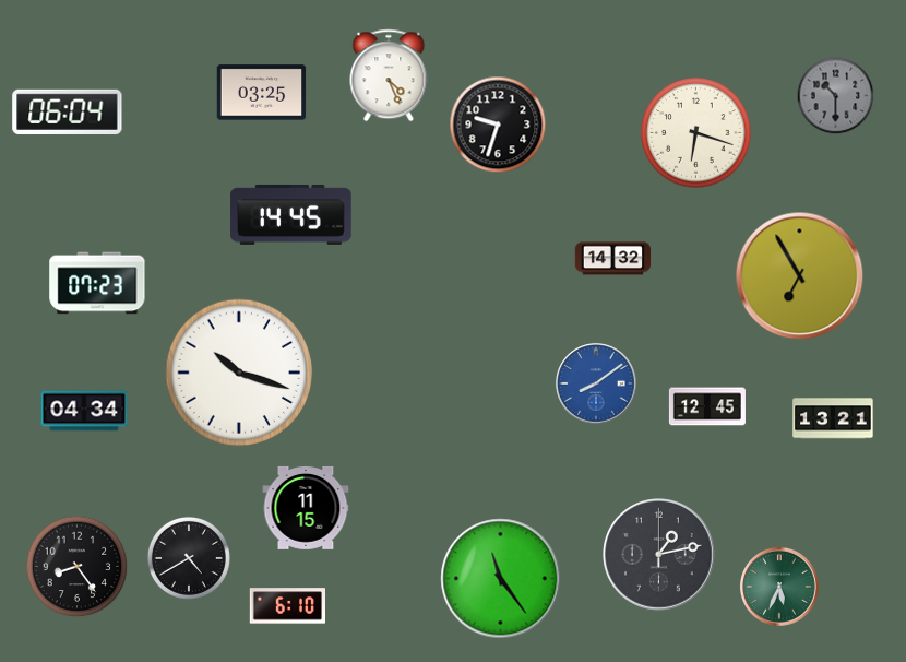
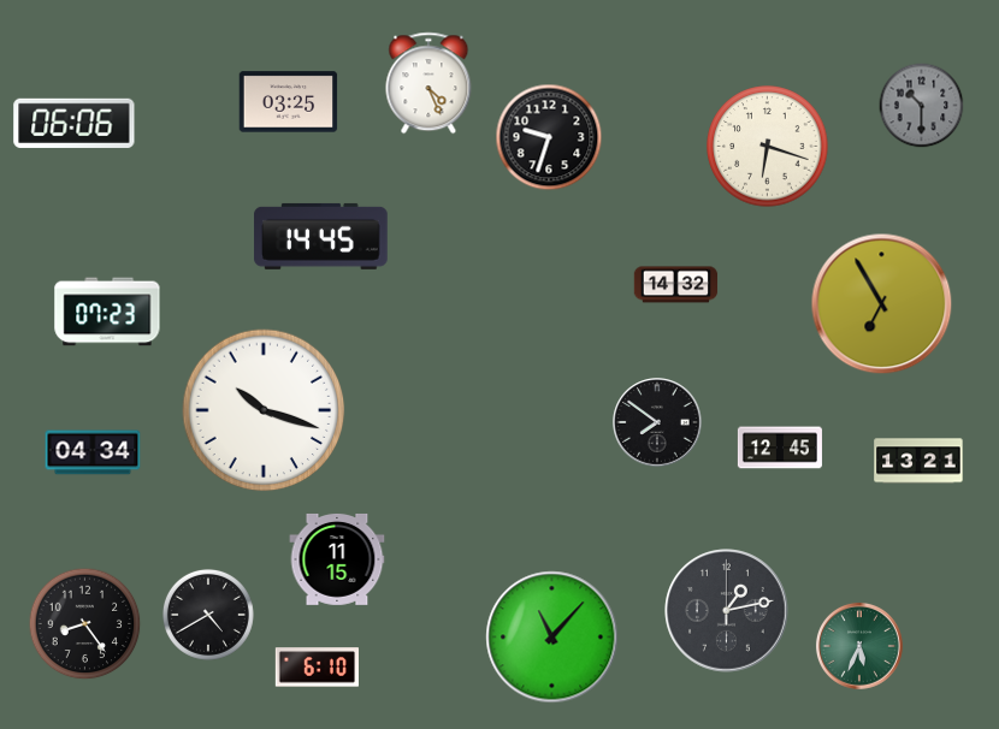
clock at (68, 111): 06:04 -> 06:06
clock at (596, 383): 8:09 -> 7:51
clock at (596, 383) dial: blue -> black
clock at (501, 579): 11:24 -> 11:07
